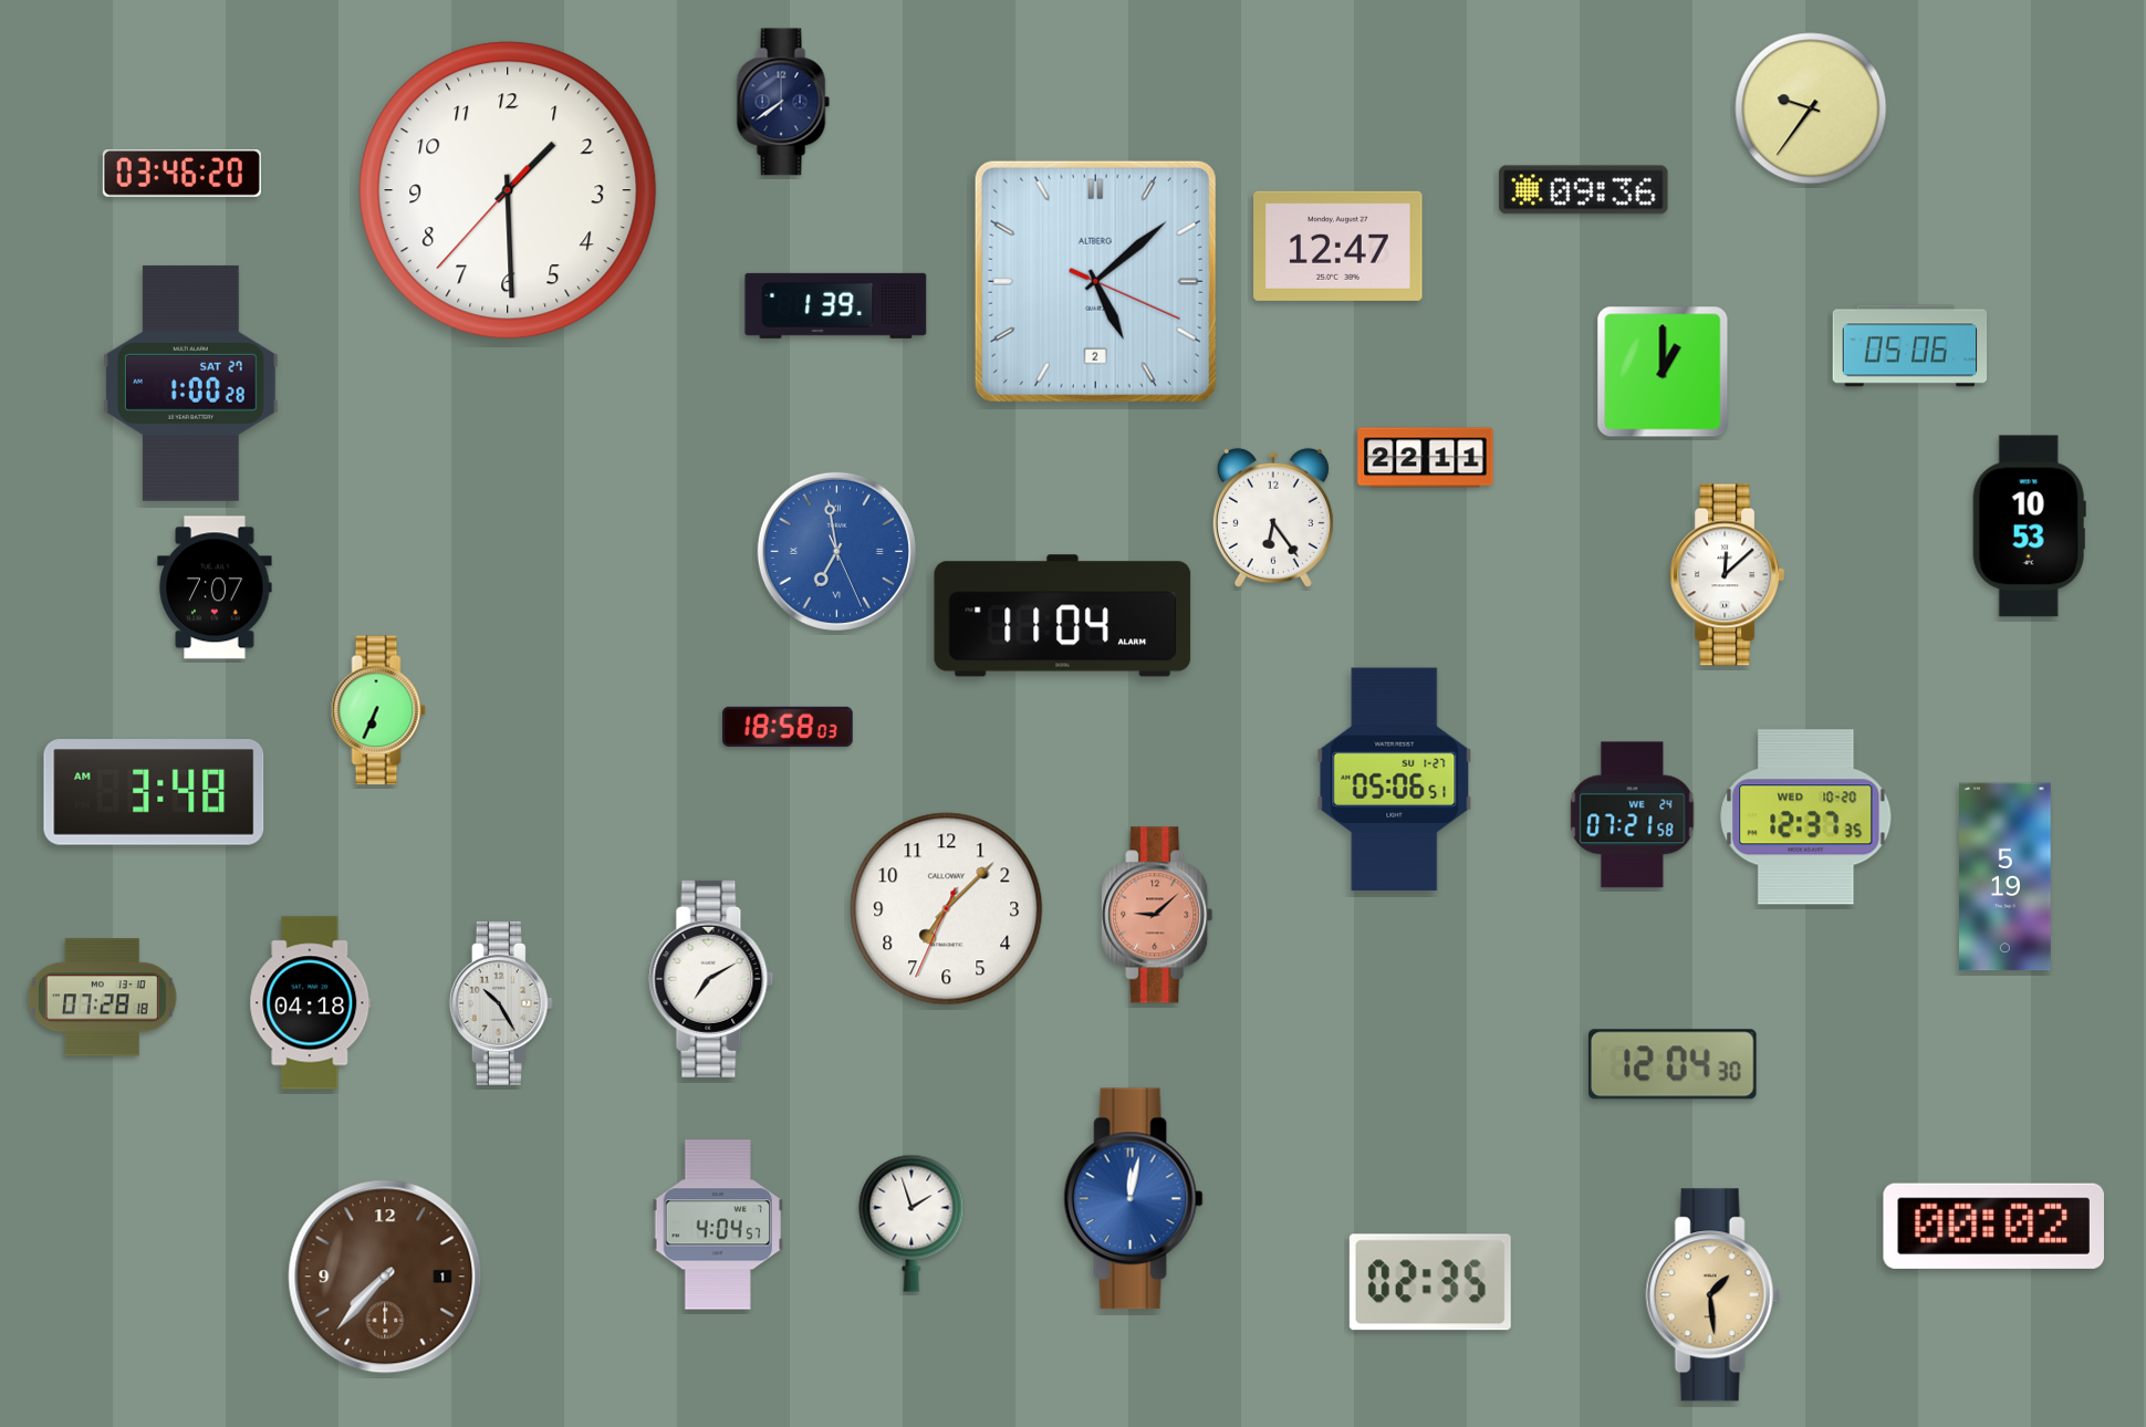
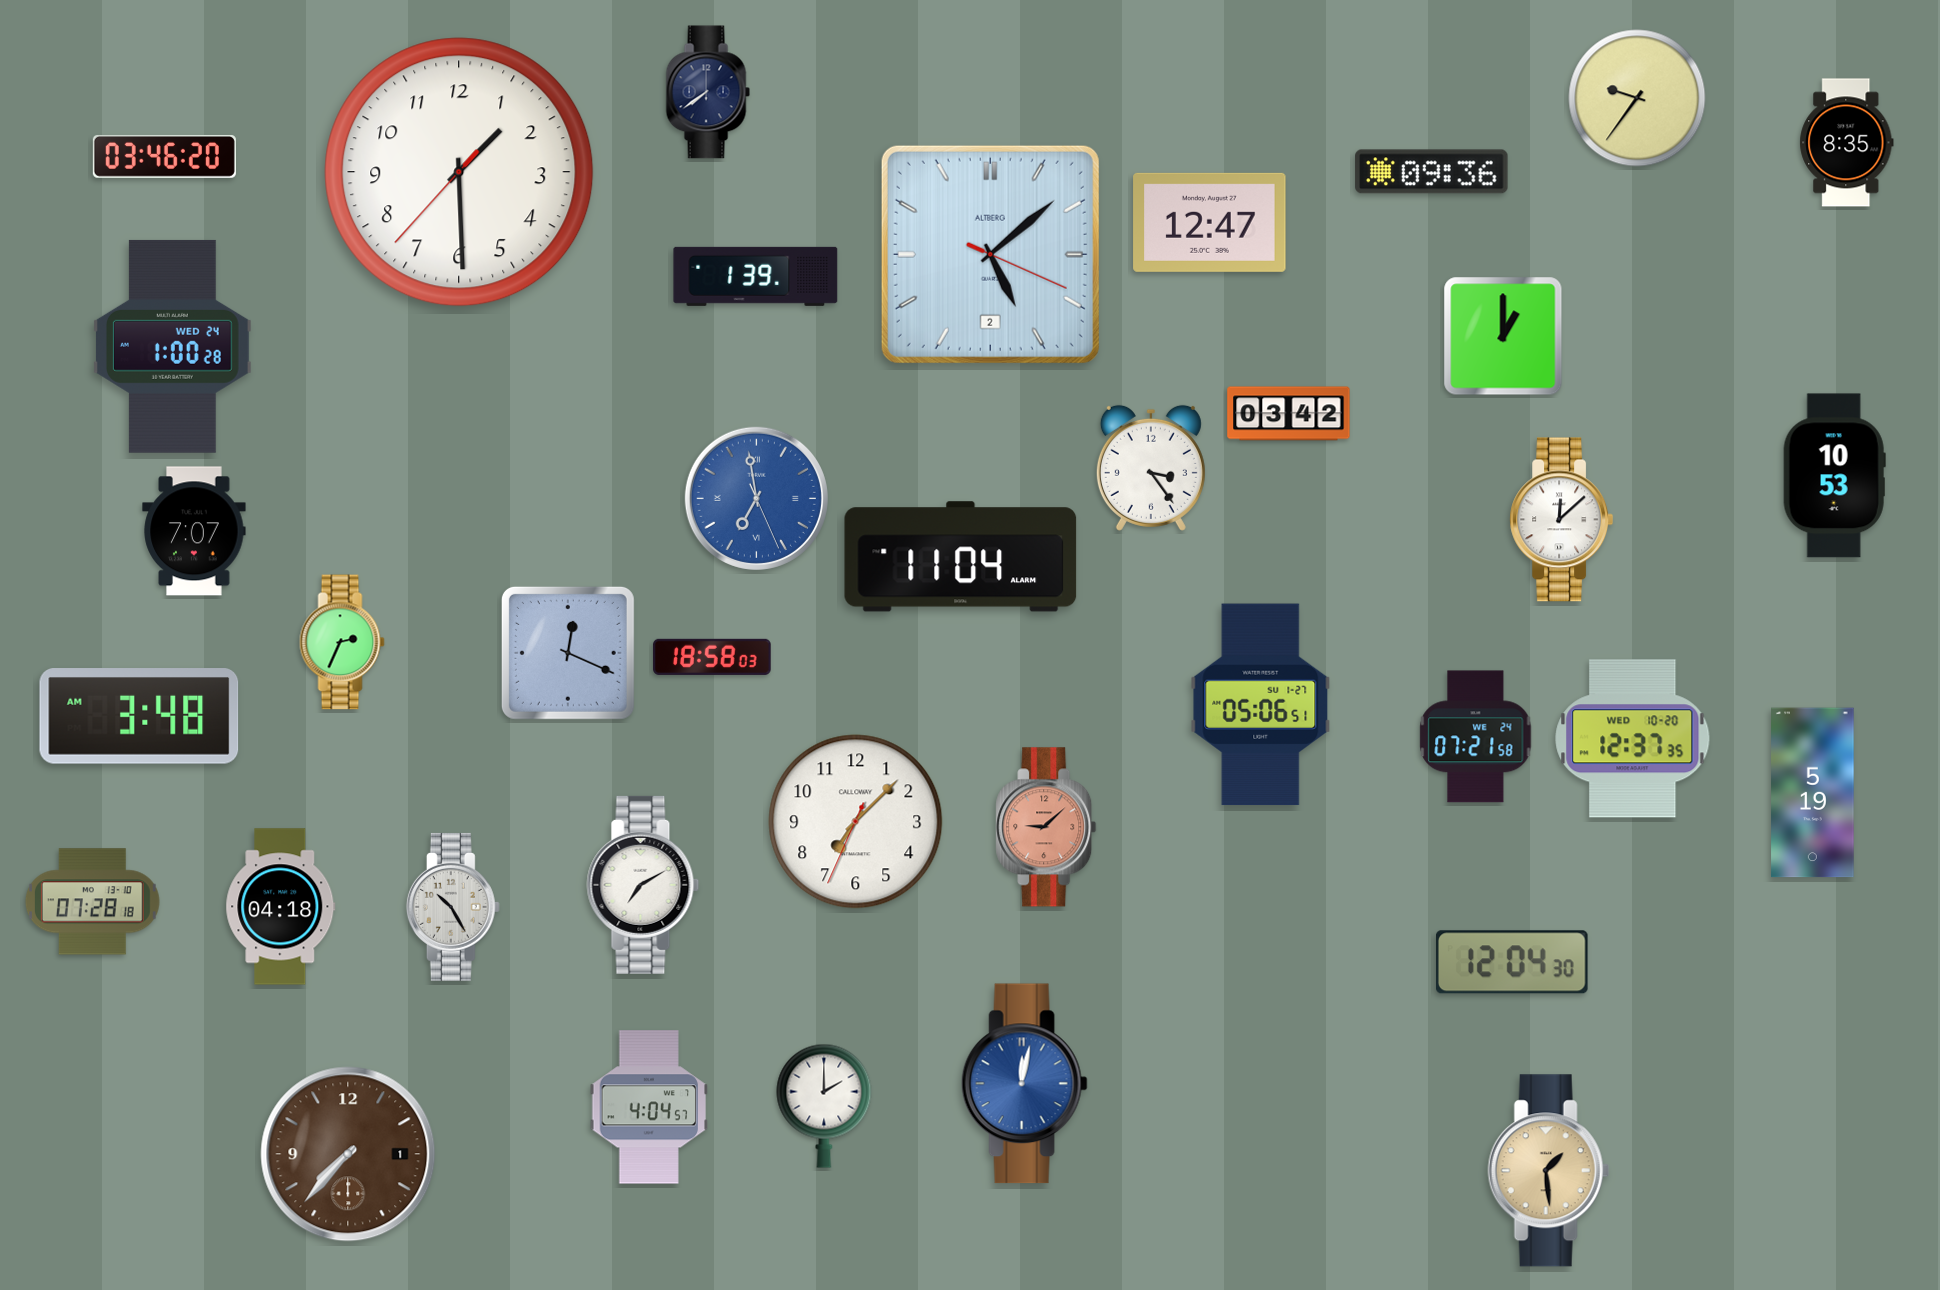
clock at (1847, 143): none -> 8:35
clock at (1910, 346): 05:06 -> none
clock at (190, 383) date: SAT 27 -> WED 24
clock at (1426, 458): 22:11 -> 03:42
clock at (1273, 518): 6:24 -> 3:24
clock at (378, 710): 6:34 -> 2:34
clock at (568, 653): none -> 12:19
clock at (911, 1223): 1:57 -> 2:00
clock at (1993, 1226): 00:02 -> none
clock at (1430, 1282): 02:35 -> none
